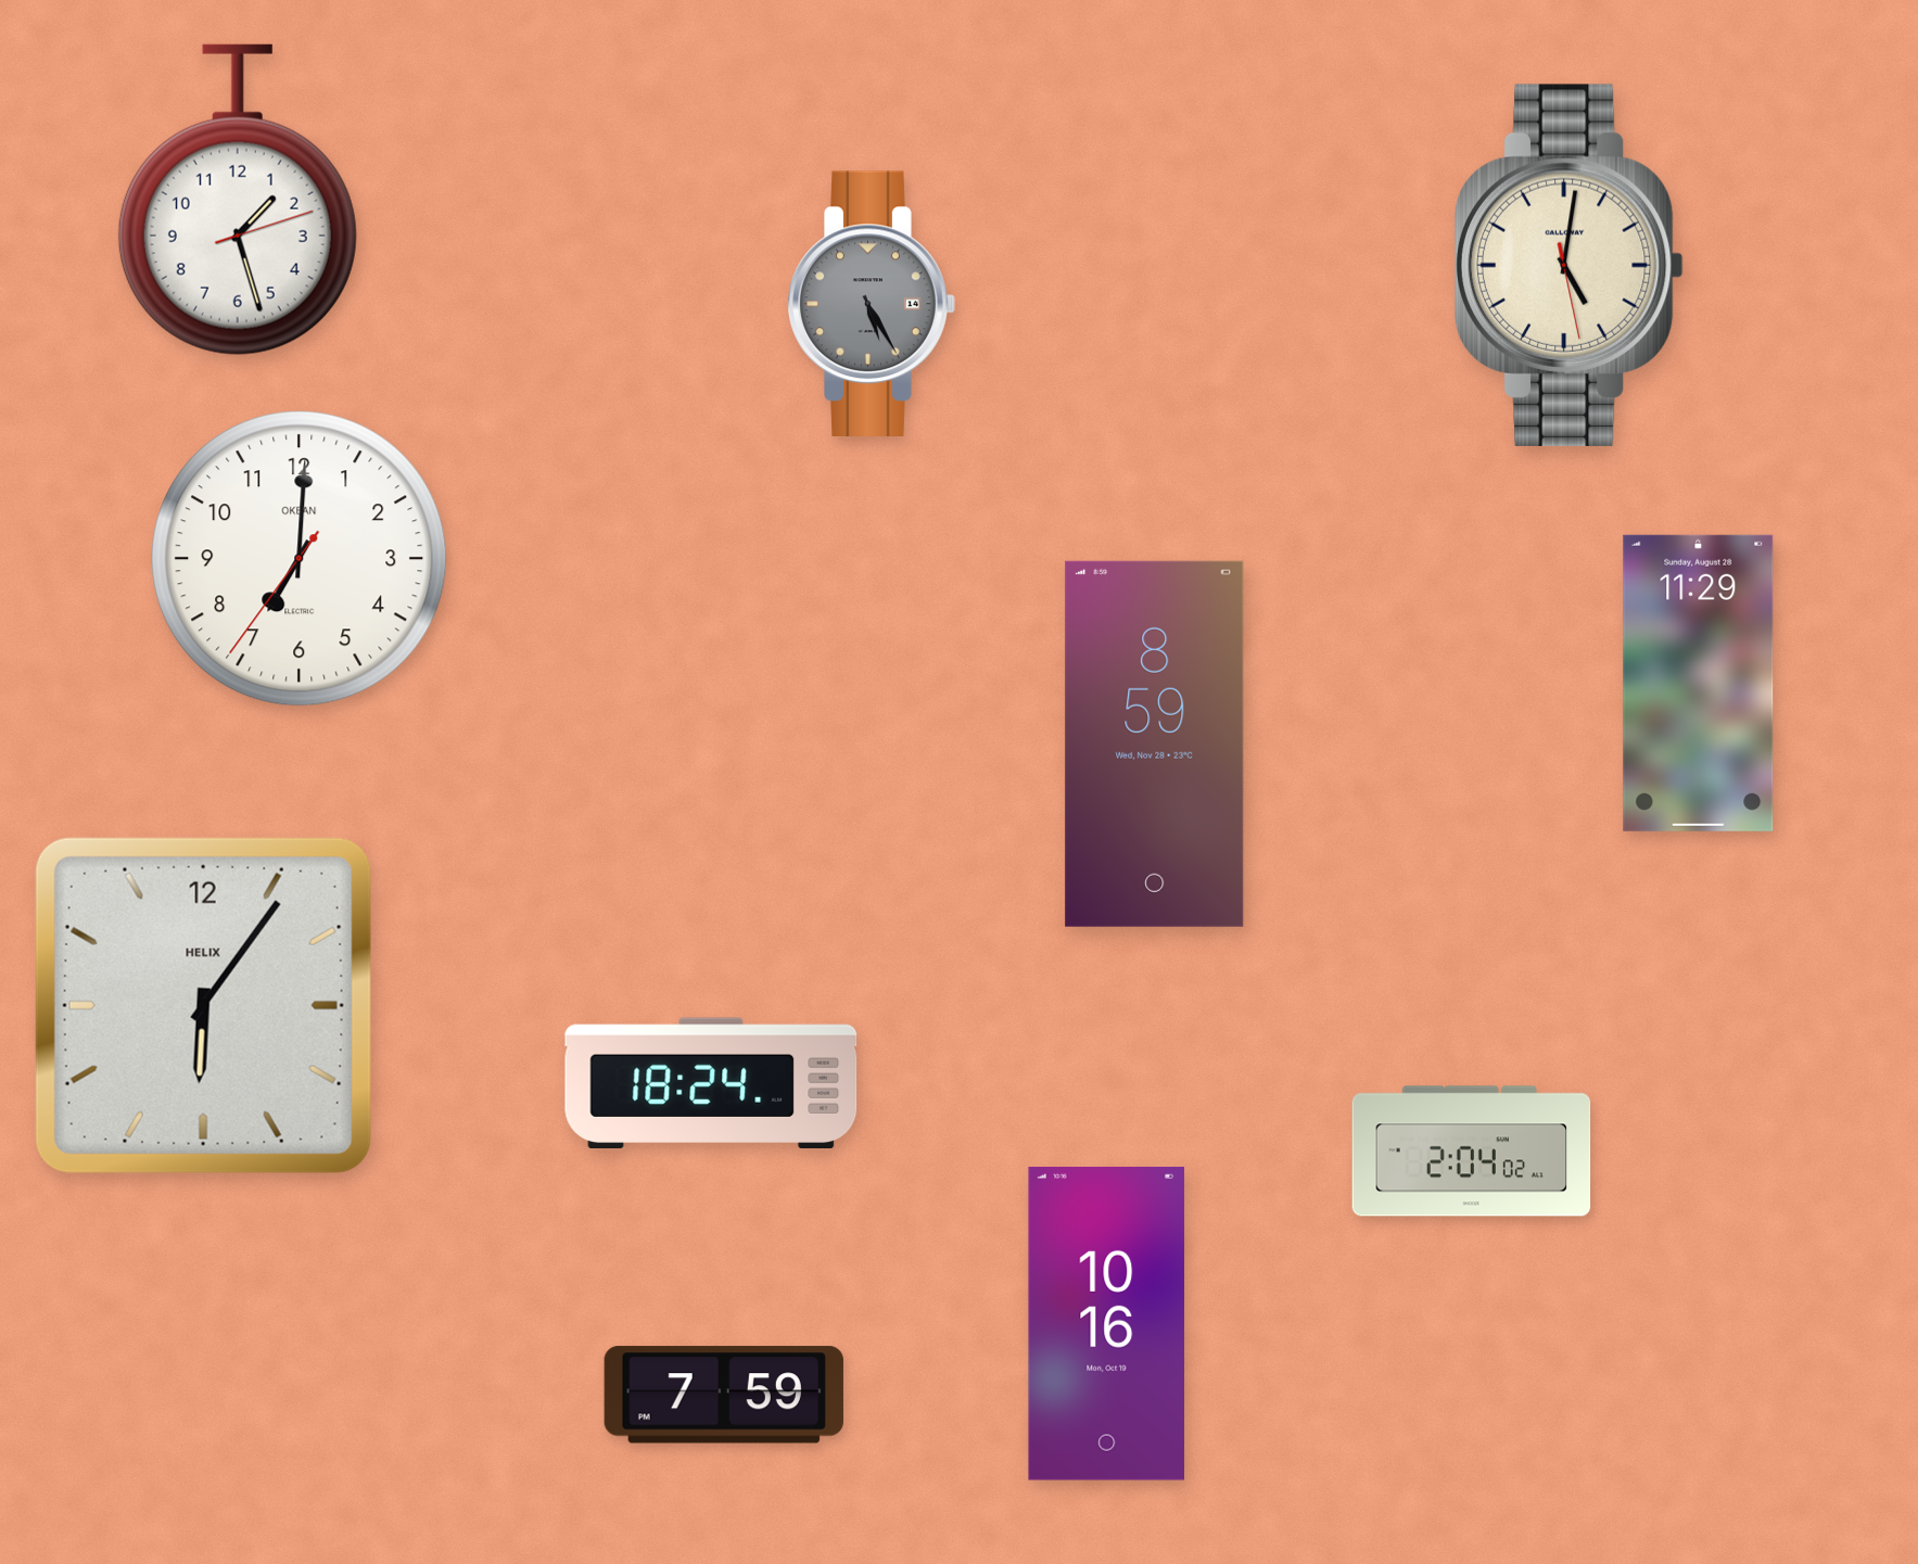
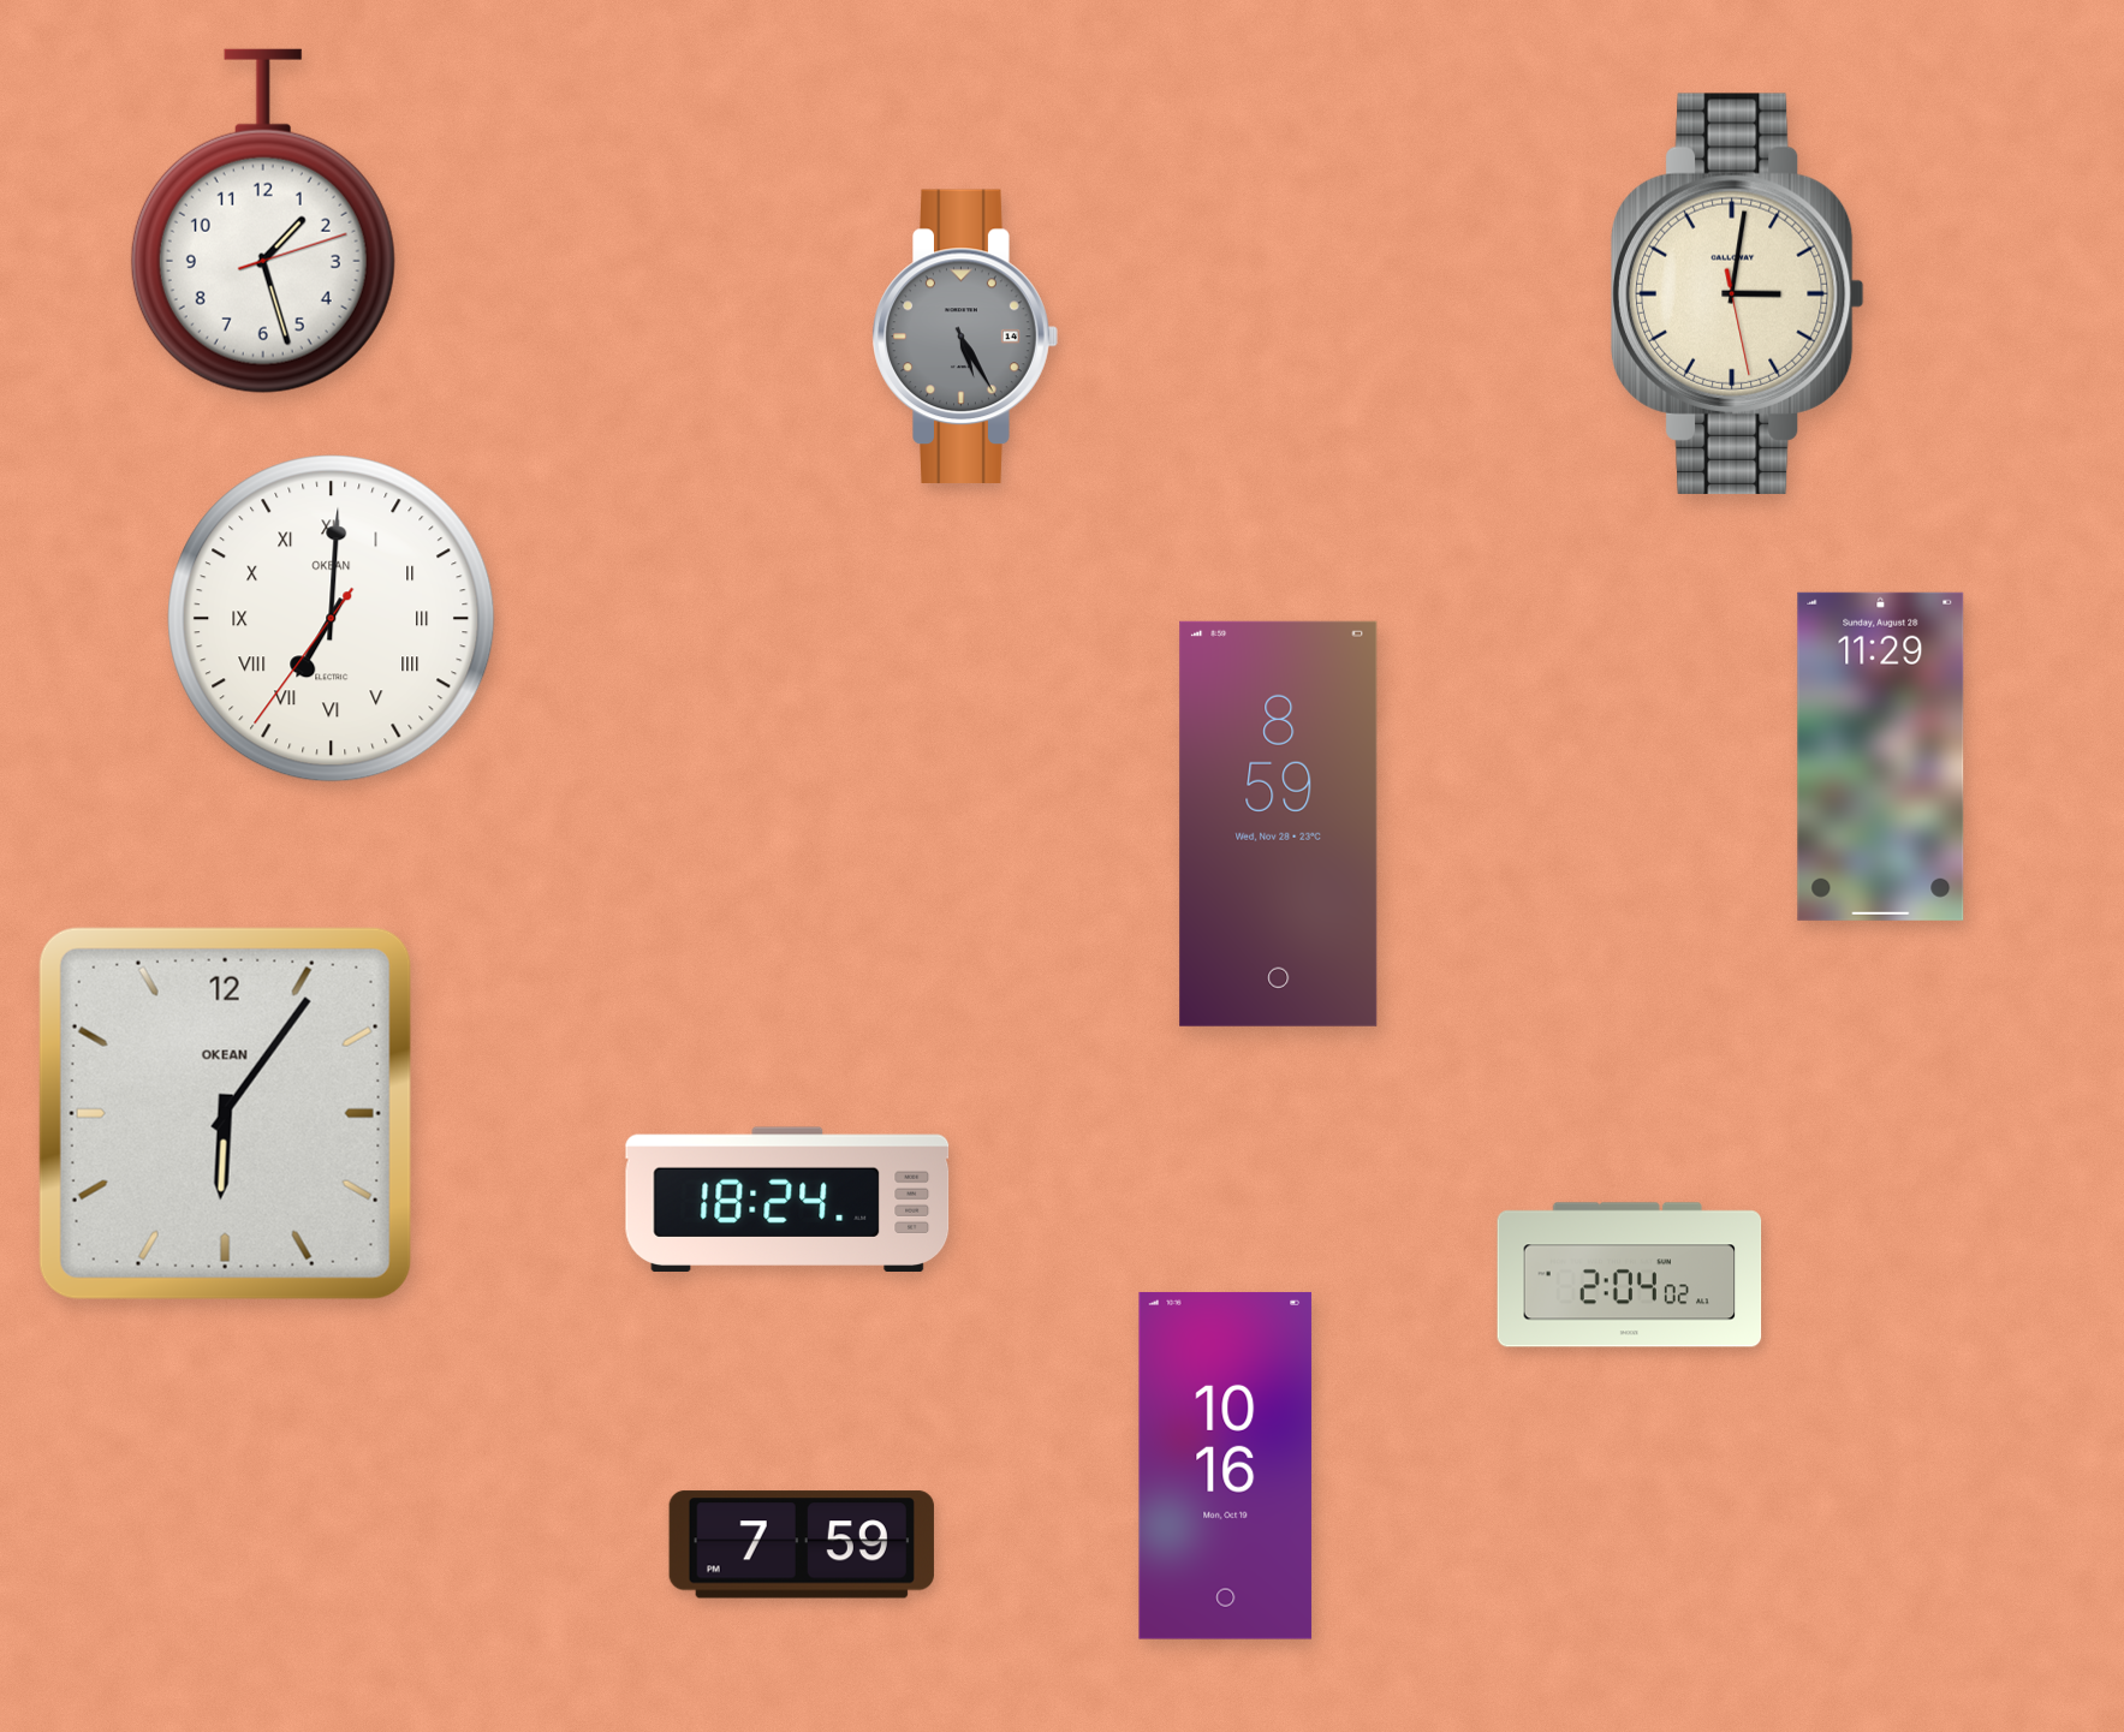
clock at (1568, 265): 5:01 -> 3:01
clock at (300, 559) numerals: Arabic -> Roman
clock at (203, 1005) brand: HELIX -> OKEAN
